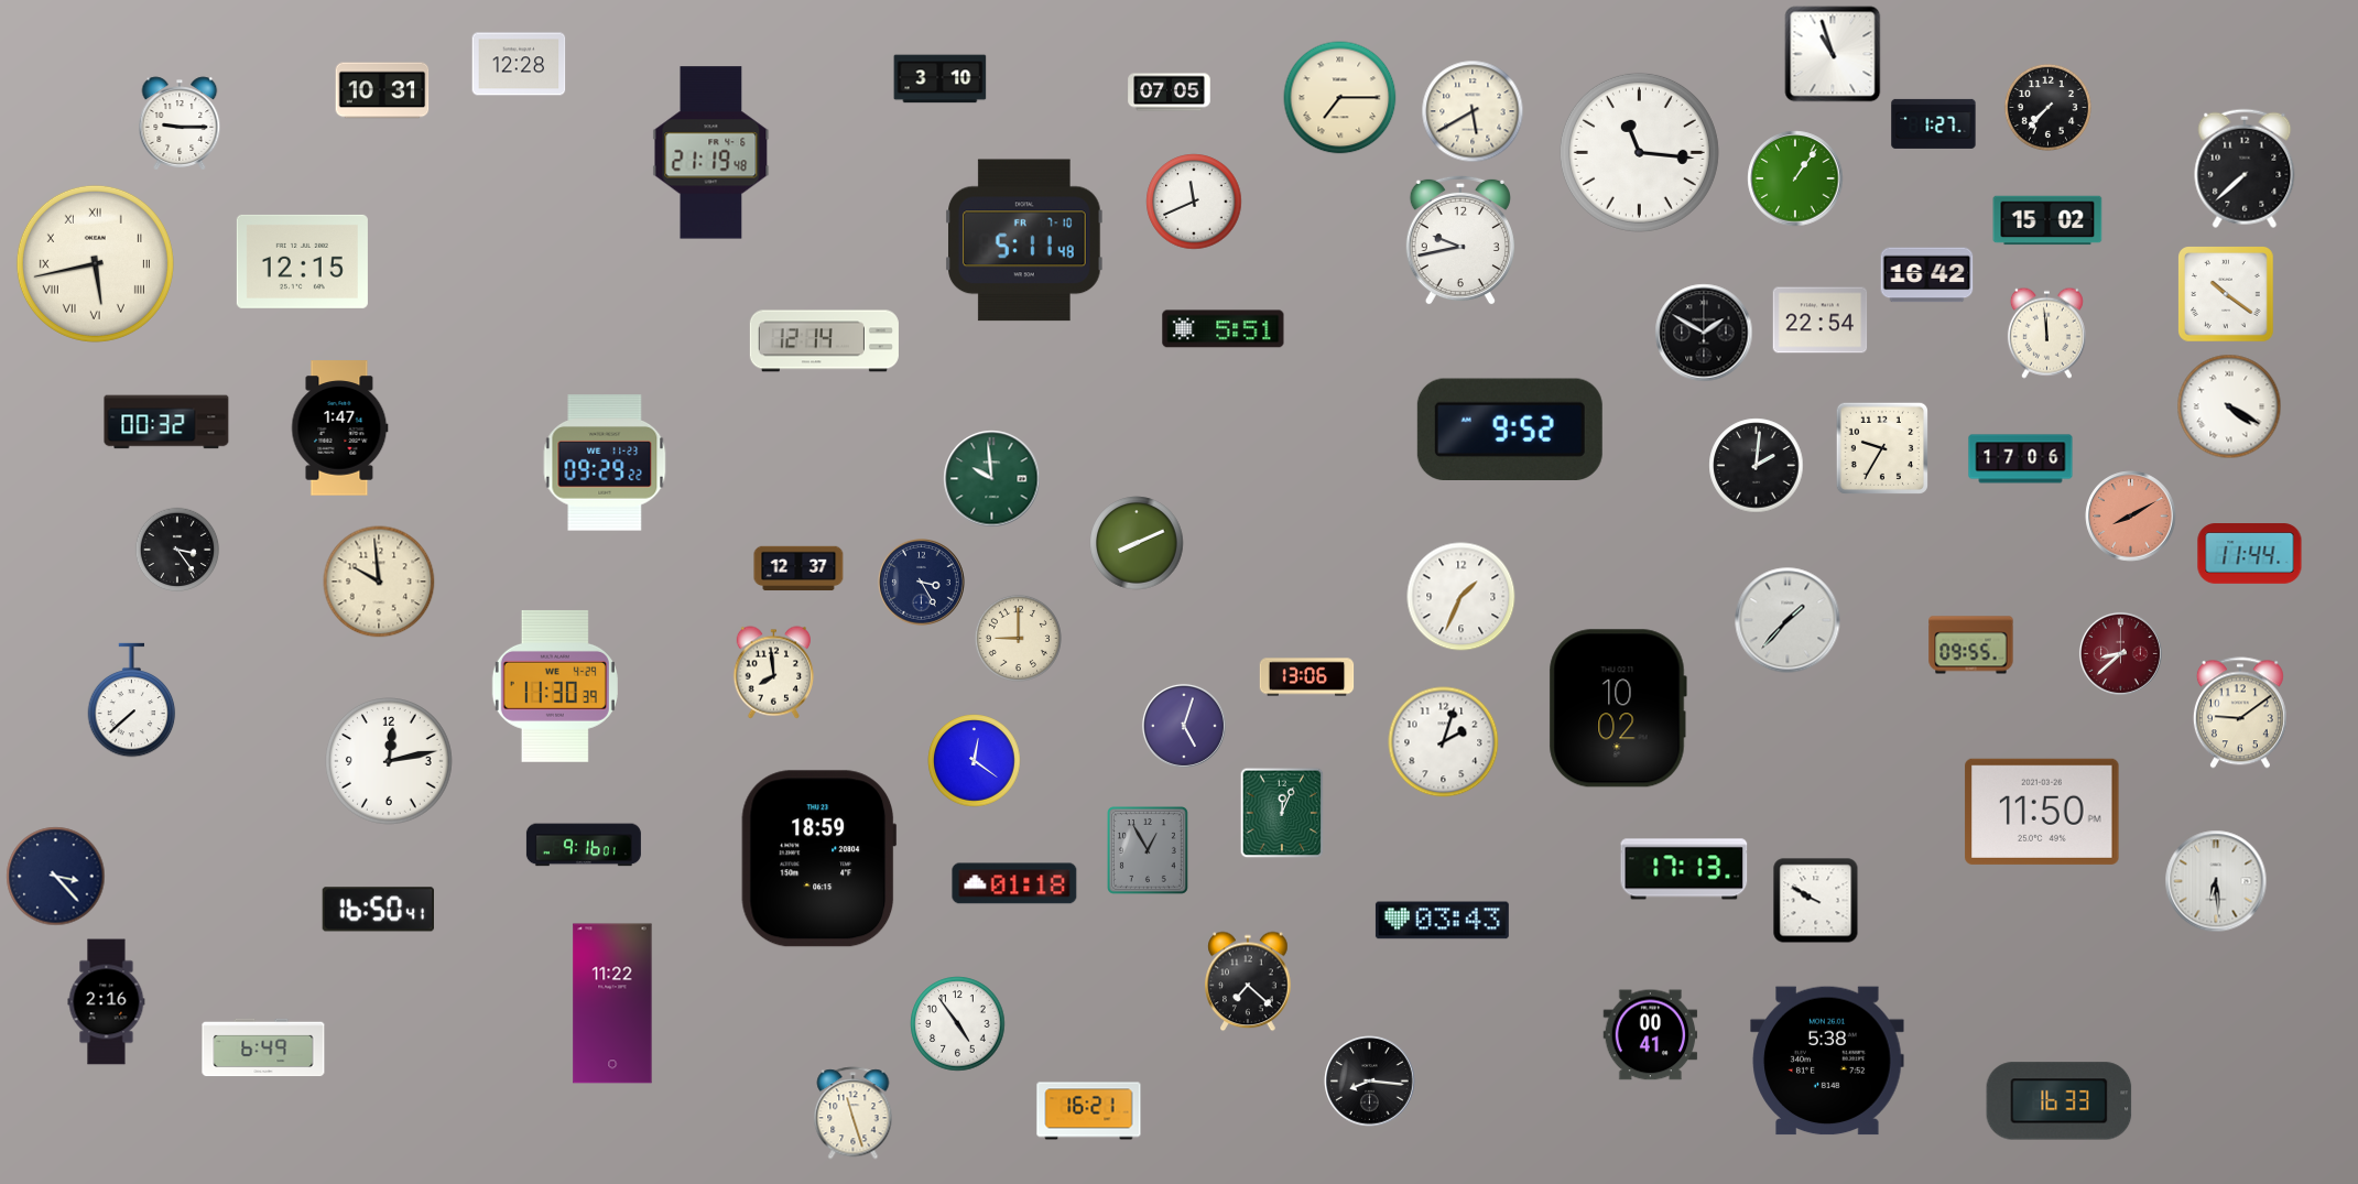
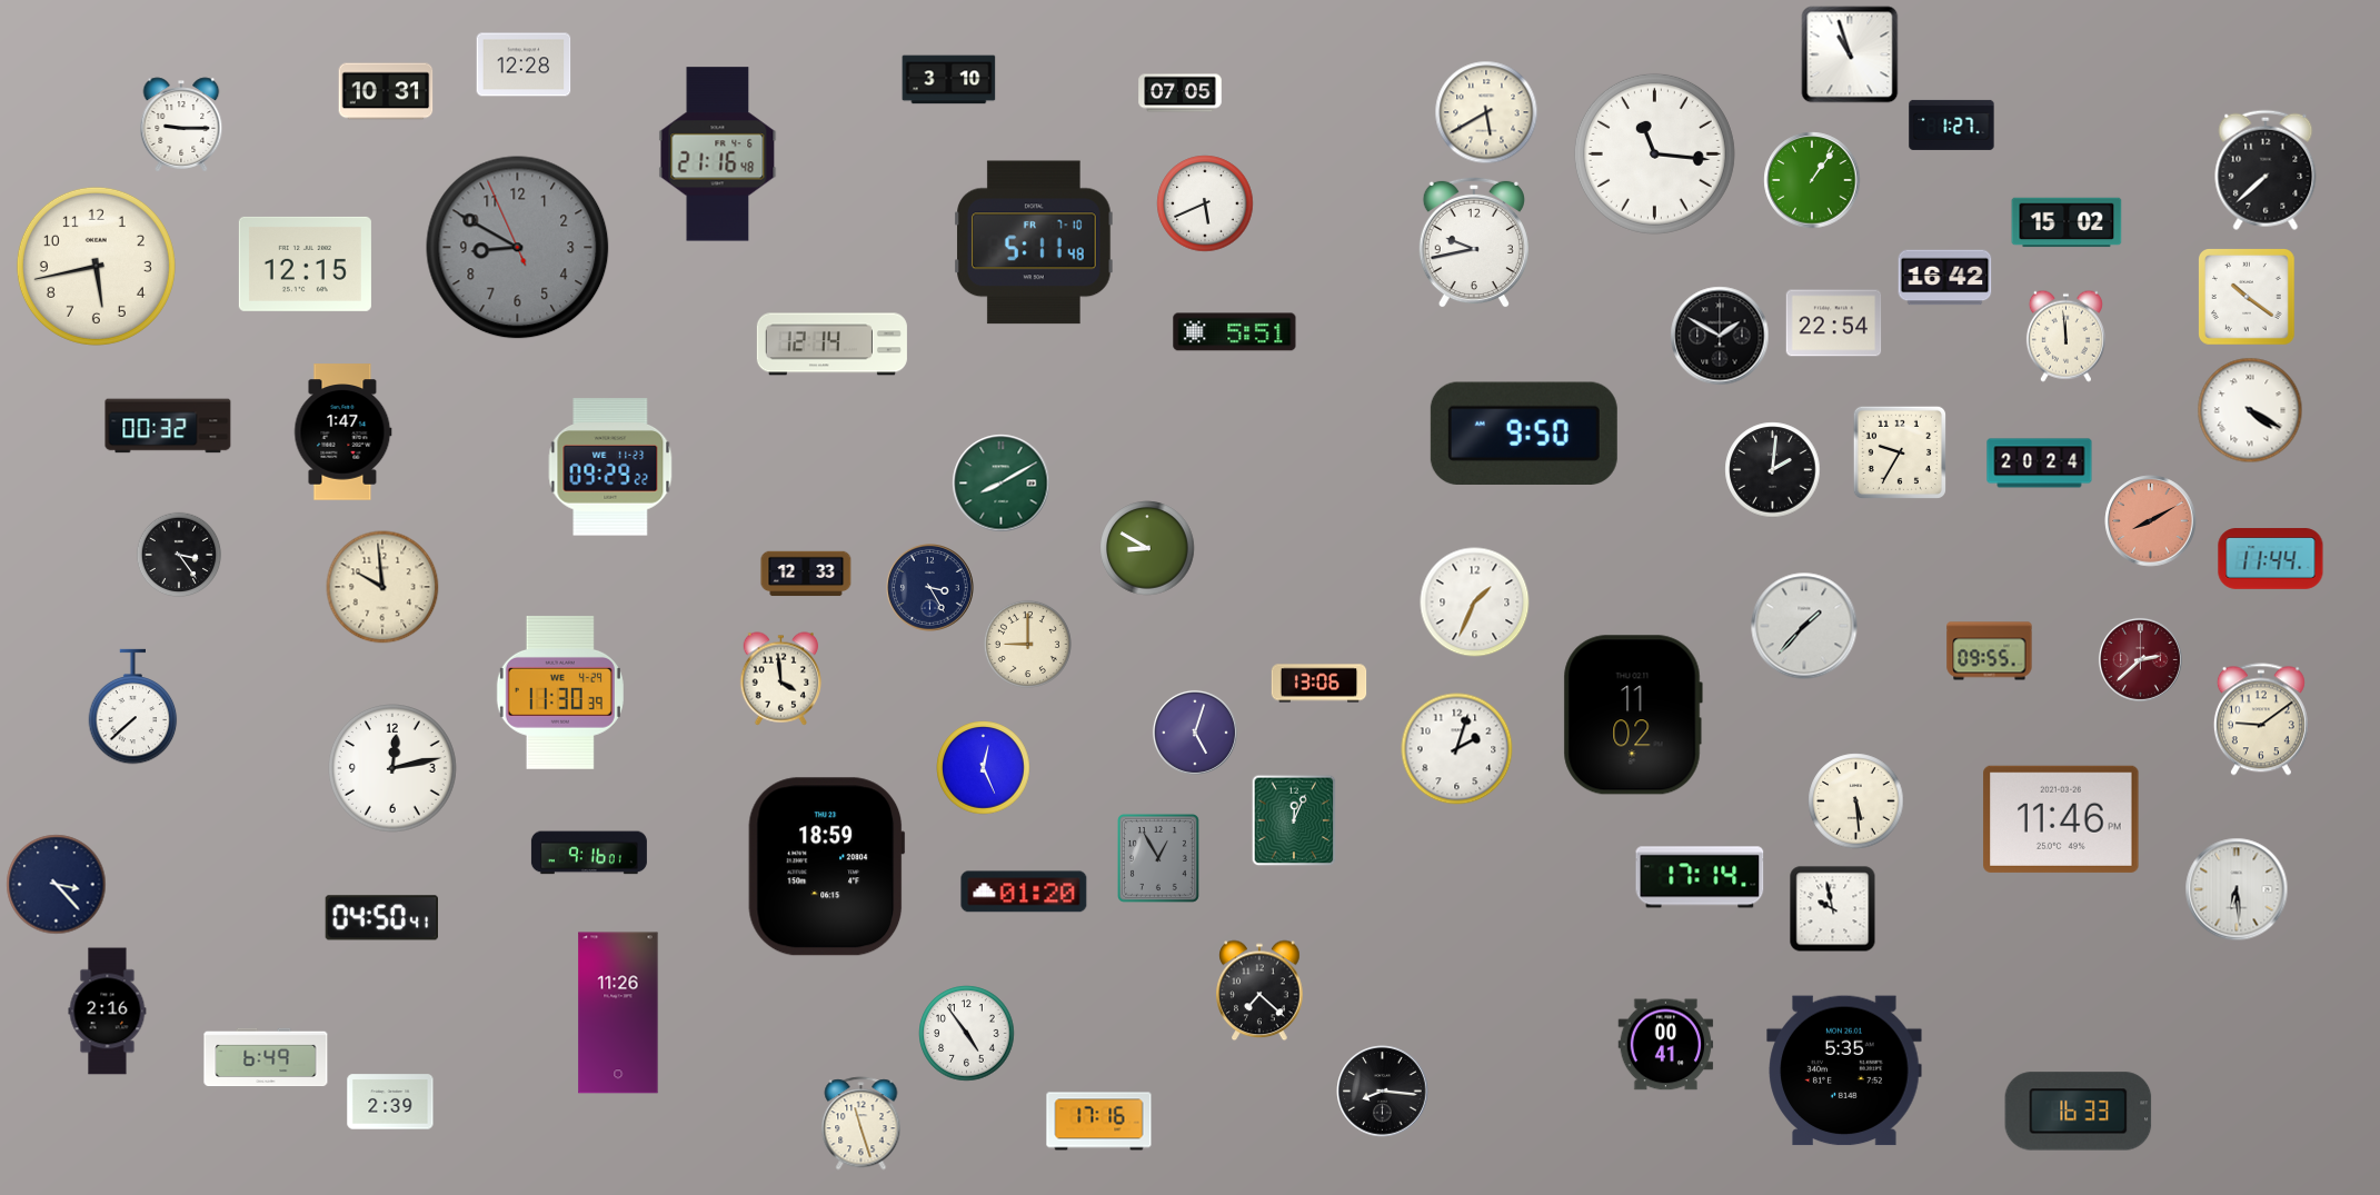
clock at (1340, 98): 7:15 -> none
clock at (2047, 107): 7:37 -> none
clock at (711, 153): 21:19 -> 21:16
clock at (1194, 202): 11:41 -> 5:41
clock at (518, 248): none -> 8:49
clock at (95, 263) numerals: Roman -> Arabic
clock at (1821, 321) position: (1821, 321) -> (1834, 323)
clock at (1510, 428): 9:52 -> 9:50
clock at (2021, 459): 17:06 -> 20:24
clock at (992, 479): 9:59 -> 8:10
clock at (1137, 543): 8:11 -> 8:50
clock at (798, 568): 12:37 -> 12:33
clock at (2120, 653): 8:38 -> 2:38
clock at (774, 673): 7:59 -> 3:59
clock at (1618, 708): 10:02 -> 11:02
clock at (975, 761): 12:21 -> 12:26
clock at (1856, 801): none -> 5:29
clock at (2042, 812): 11:50 -> 11:46
clock at (1684, 869): 17:13 -> 17:14
clock at (1014, 883): 01:18 -> 01:20
clock at (1816, 901): 9:50 -> 9:58
clock at (378, 910): 16:50 -> 04:50
clock at (1442, 921): 03:43 -> none
clock at (612, 1003): 11:22 -> 11:26
clock at (1827, 1061): 5:38 -> 5:35
clock at (390, 1102): none -> 2:39
clock at (1089, 1111): 16:21 -> 17:16
